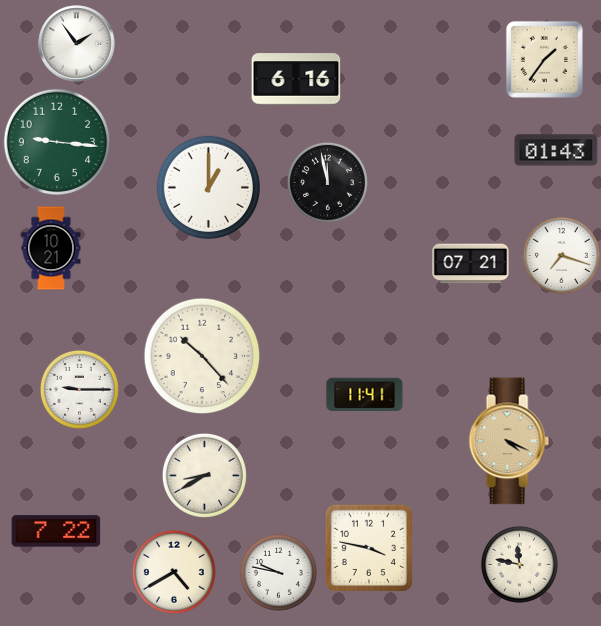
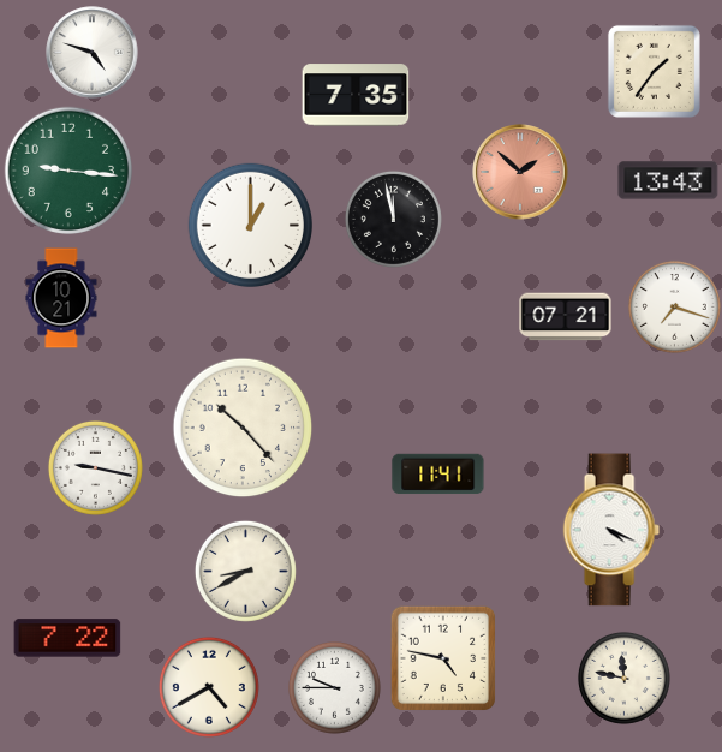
clock at (77, 44): 1:54 -> 4:48
clock at (296, 79): 6:16 -> 7:35
clock at (520, 172): none -> 1:52
clock at (556, 150): 01:43 -> 13:43
clock at (79, 389): 9:15 -> 9:17
clock at (509, 441) dial: champagne -> white
clock at (368, 547): 3:47 -> 4:47
clock at (278, 572): 9:47 -> 9:45
